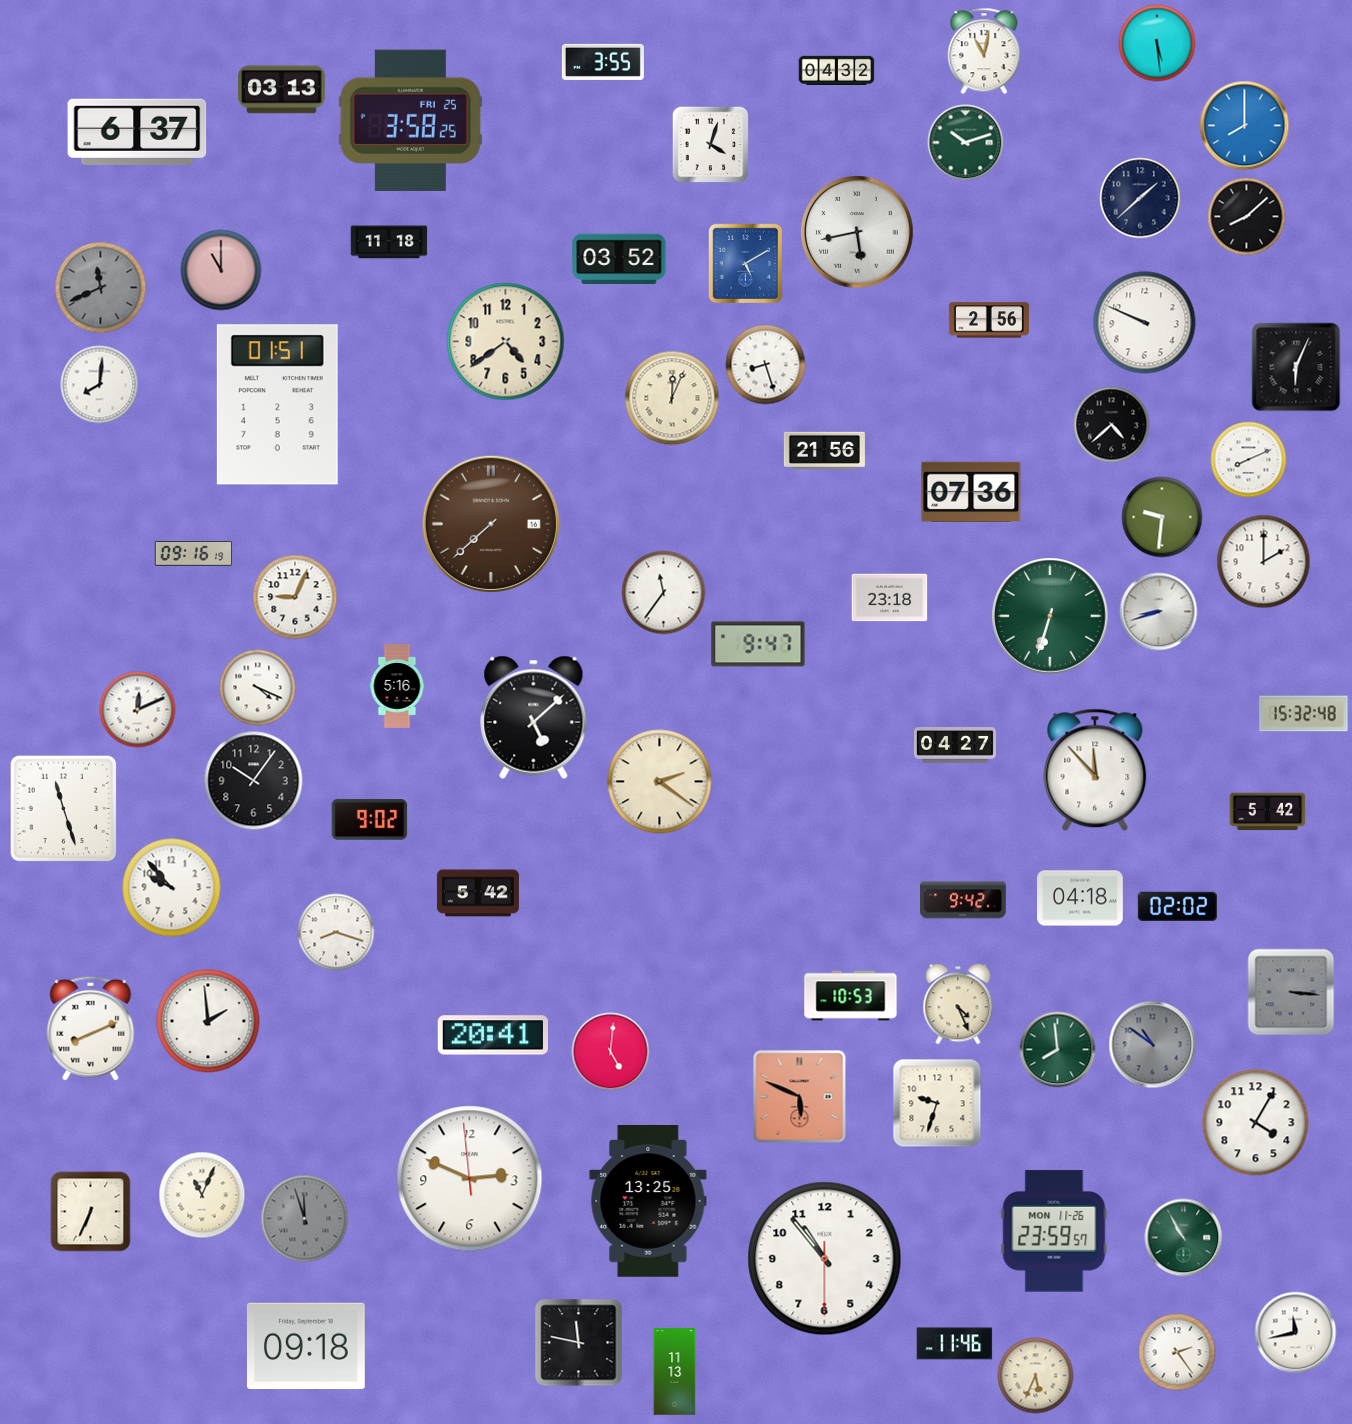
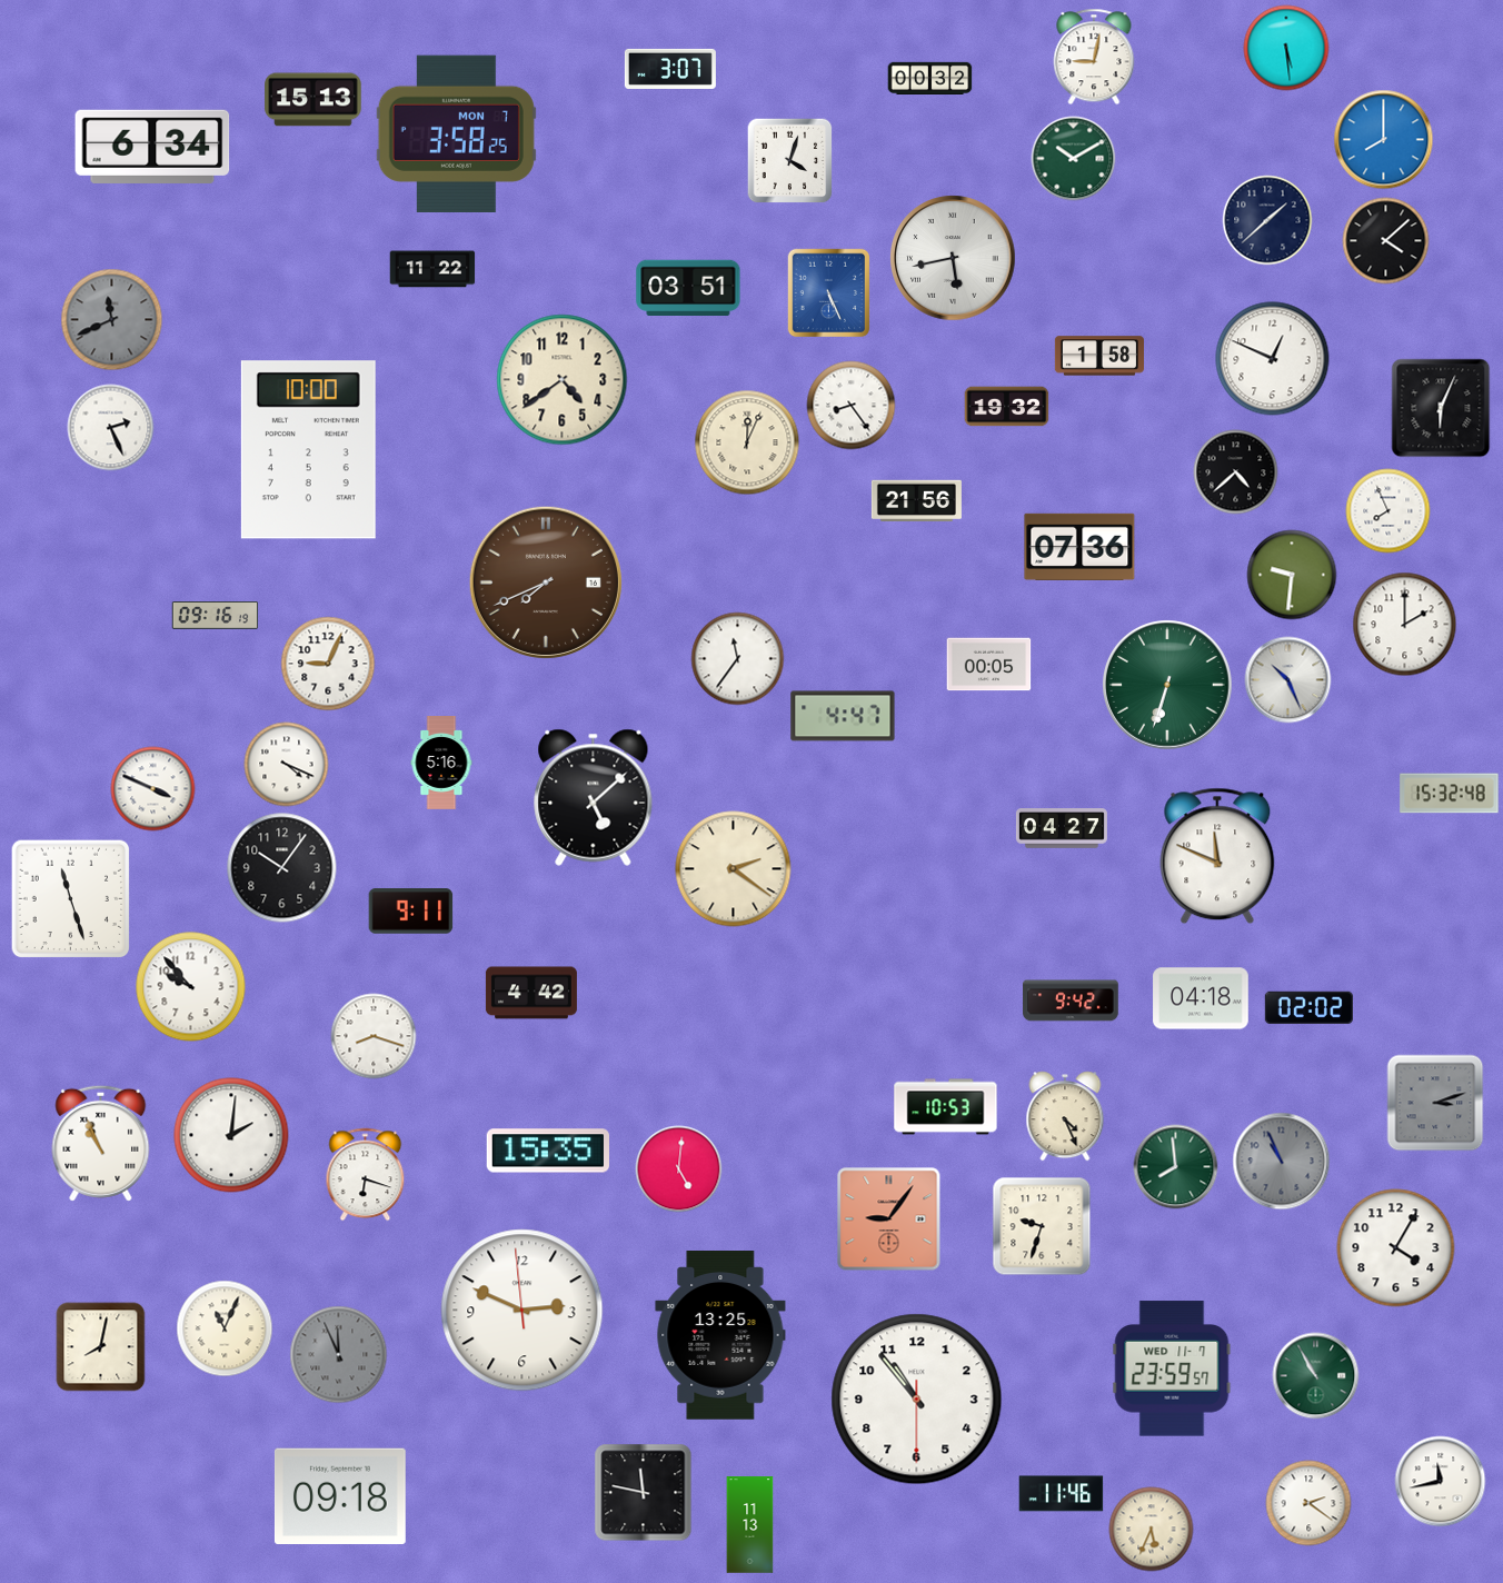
clock at (984, 51): 11:02 -> 9:02
clock at (603, 62): 3:55 -> 3:07
clock at (837, 70): 04:32 -> 00:32
clock at (282, 90): 03:13 -> 15:13
clock at (410, 120) date: FRI 25 -> MON 7
clock at (137, 132): 6:37 -> 6:34
clock at (966, 143): 10:12 -> 10:10
clock at (1247, 217): 8:08 -> 4:08
clock at (389, 242): 11:18 -> 11:22
clock at (619, 258): 03:52 -> 03:51
clock at (746, 264): 5:10 -> 5:26
clock at (221, 270): 11:00 -> none
clock at (989, 320): 2:56 -> 1:58
clock at (1145, 323): 9:49 -> 12:49
clock at (766, 365): 8:27 -> 8:24
clock at (1007, 407): none -> 19:32
clock at (100, 385): 8:01 -> 2:26
clock at (277, 405): 01:51 -> 10:00
clock at (1249, 460): 8:11 -> 7:56
clock at (491, 524): 7:38 -> 7:41
clock at (890, 598): 23:18 -> 00:05
clock at (1159, 612): 8:42 -> 10:26
clock at (758, 644): 9:47 -> 4:47
clock at (138, 710): 12:11 -> 3:49
clock at (1095, 770): 11:53 -> 11:49
clock at (1268, 812): 5:42 -> none
clock at (370, 820): 9:02 -> 9:11
clock at (478, 893): 5:42 -> 4:42
clock at (1291, 992): 3:16 -> 3:12
clock at (208, 1021): 1:59 -> 2:01
clock at (91, 1028): 8:11 -> 10:56
clock at (492, 1035): 20:41 -> 15:35
clock at (1153, 1045): 10:51 -> 10:56
clock at (366, 1175): none -> 6:18
clock at (800, 1097): 5:49 -> 9:06
clock at (91, 1212): 6:34 -> 8:02
clock at (305, 1219): 11:57 -> 11:56
clock at (1054, 1231) date: MON 11-26 -> WED 11-7
clock at (1177, 1352): 2:24 -> 2:21
